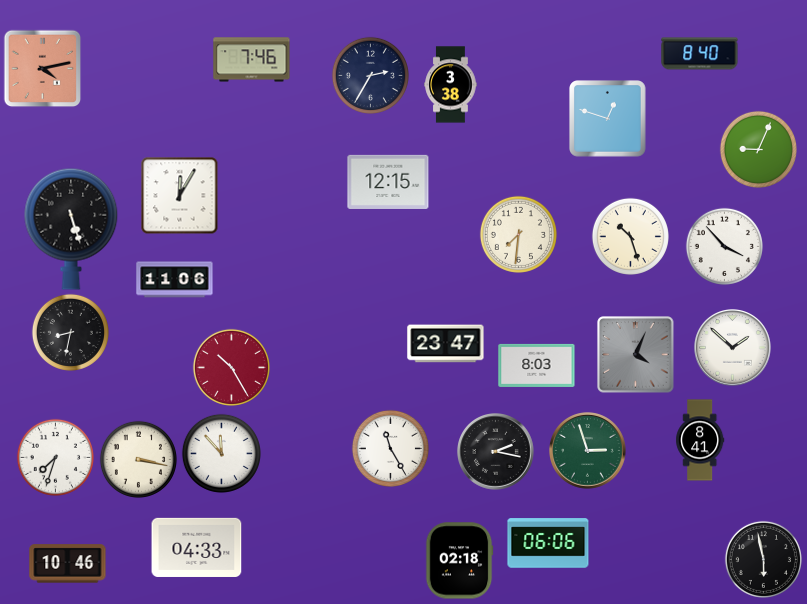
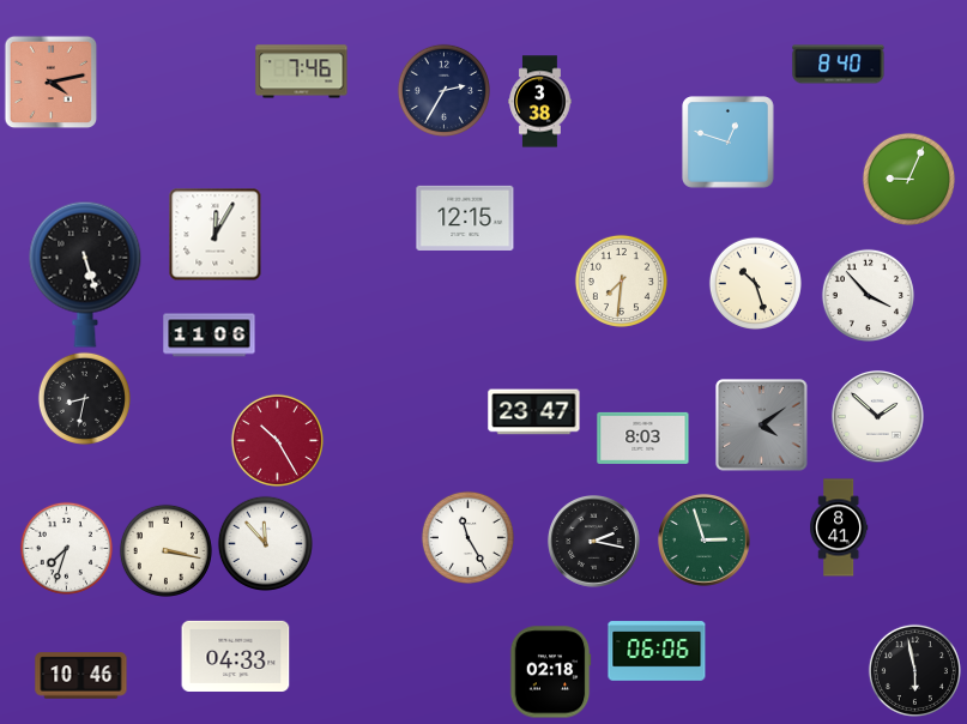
clock at (636, 355): 4:04 -> 4:09
